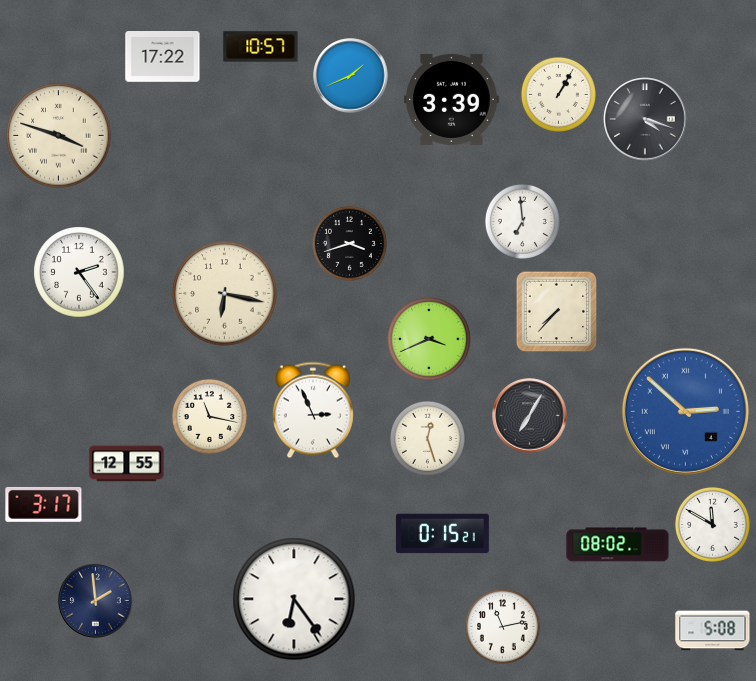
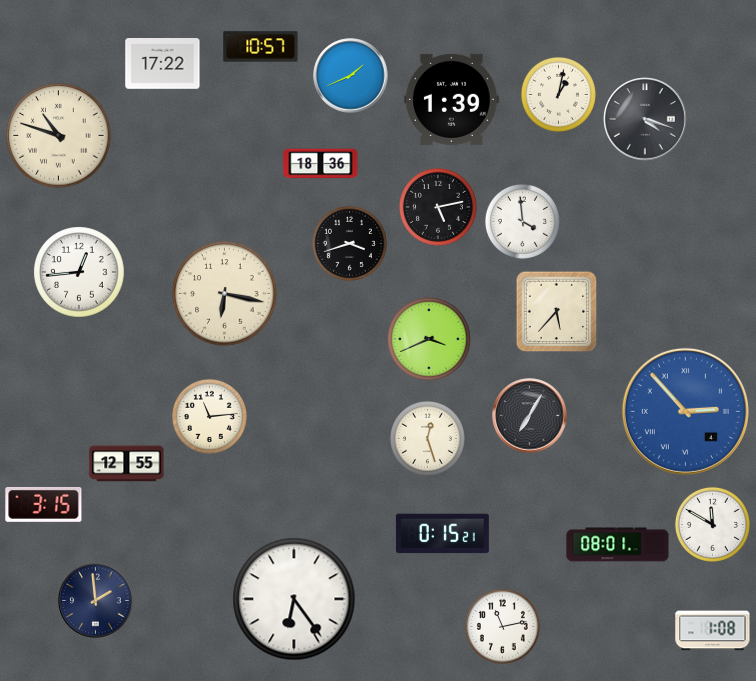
clock at (163, 57) position: (163, 57) -> (163, 64)
clock at (558, 94): 1:05 -> 1:02
clock at (452, 99): 3:39 -> 1:39
clock at (59, 136): 3:48 -> 10:48
clock at (321, 164): none -> 18:36
clock at (438, 207): none -> 5:13
clock at (522, 221): 6:59 -> 3:59
clock at (79, 272): 2:24 -> 12:44
clock at (557, 312): 7:37 -> 5:37
clock at (313, 410): 2:56 -> none
clock at (685, 411): 2:52 -> 2:53
clock at (209, 416): 11:17 -> 11:14
clock at (44, 504): 3:17 -> 3:15
clock at (618, 545): 08:02 -> 08:01
clock at (713, 631): 5:08 -> 1:08
